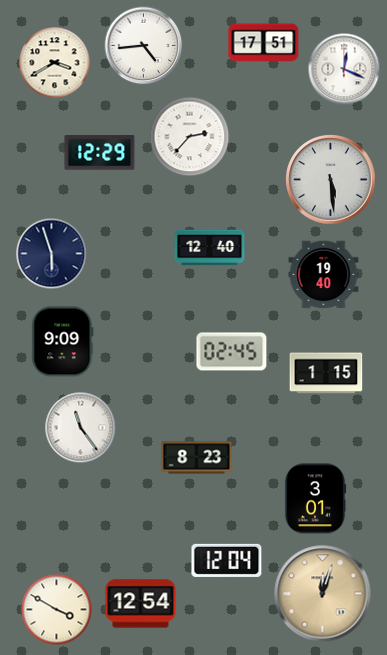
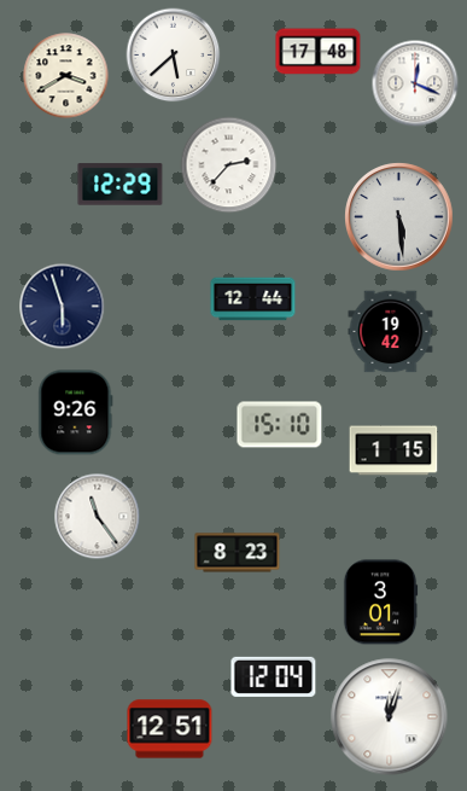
clock at (264, 43): 17:51 -> 17:48
clock at (144, 46): 4:44 -> 5:38
clock at (210, 248): 12:40 -> 12:44
clock at (324, 275): 19:40 -> 19:42
clock at (63, 342): 9:09 -> 9:26
clock at (232, 352): 02:45 -> 15:10
clock at (323, 594) dial: champagne -> white
clock at (141, 604): 12:54 -> 12:51
clock at (57, 610): 3:50 -> none
